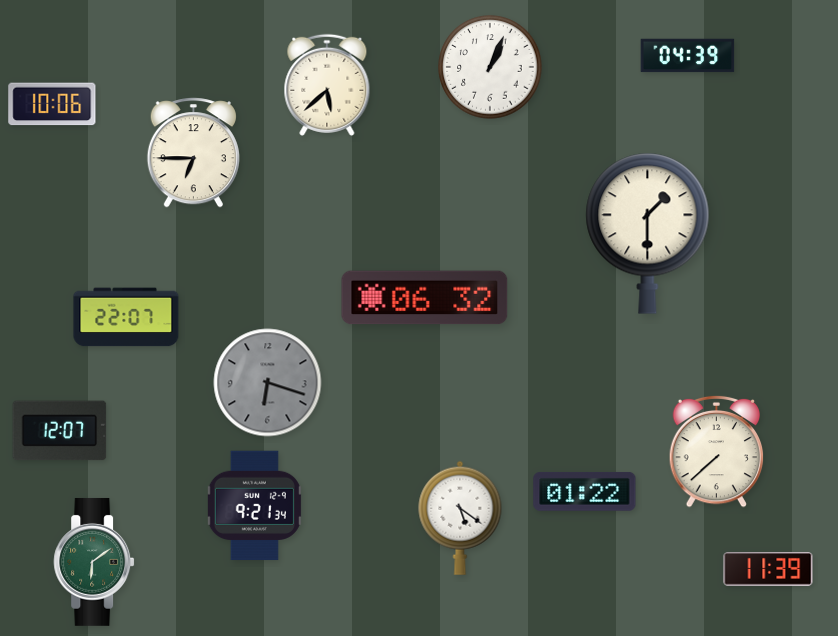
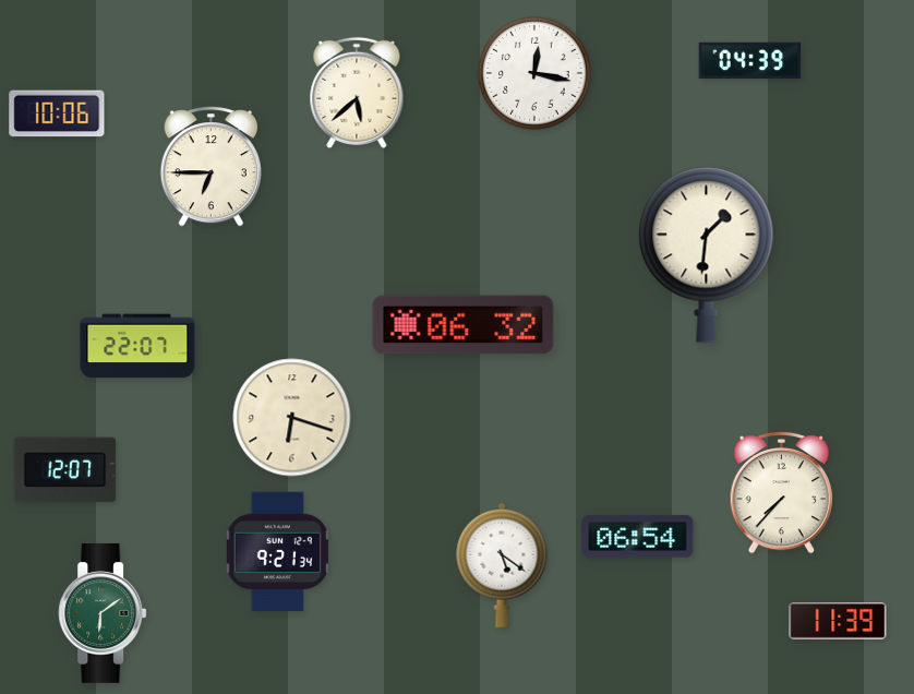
clock at (490, 67): 1:04 -> 12:17
clock at (648, 233): 1:30 -> 1:31
clock at (268, 383) dial: grey -> cream
clock at (717, 451): 7:38 -> 7:37
clock at (585, 492): 01:22 -> 06:54
